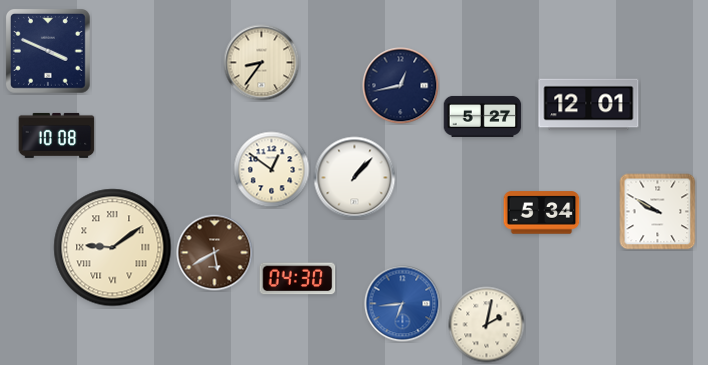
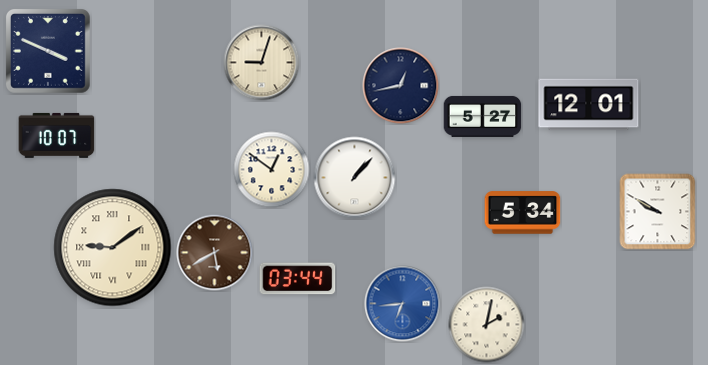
clock at (262, 63): 8:36 -> 9:03
clock at (57, 135): 10:08 -> 10:07
clock at (542, 213) position: (542, 213) -> (523, 213)
clock at (298, 279): 04:30 -> 03:44
